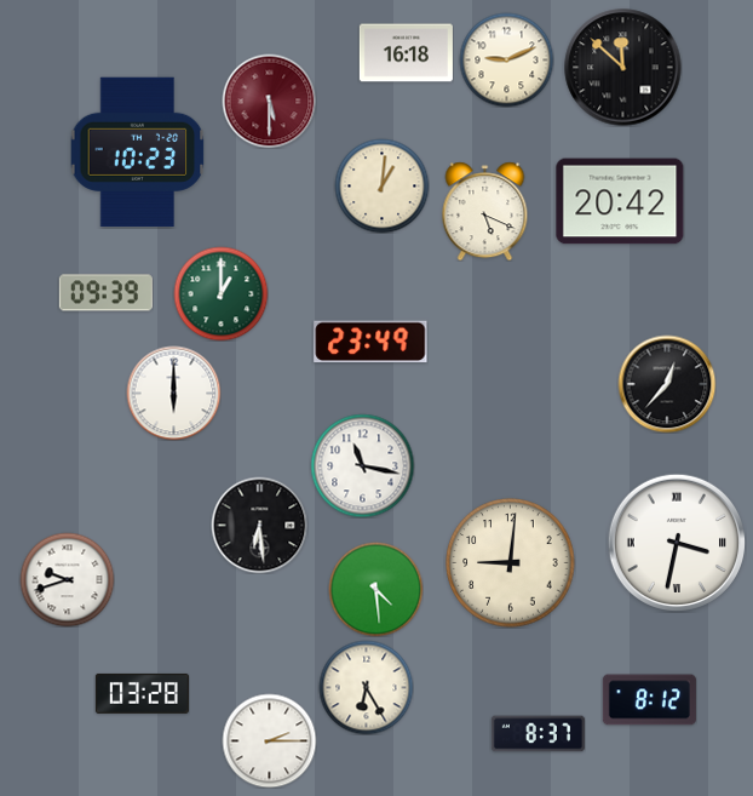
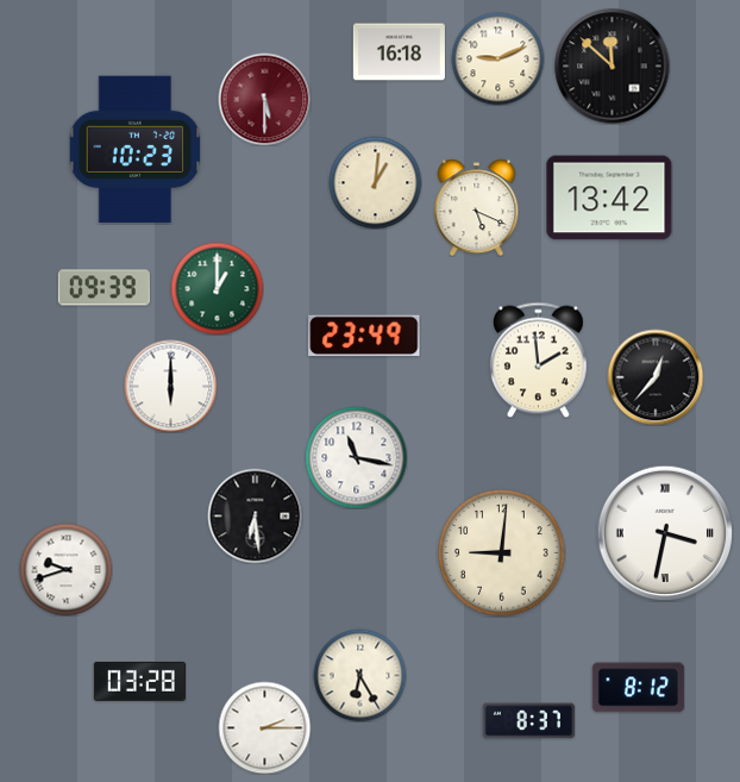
clock at (620, 201): 20:42 -> 13:42
clock at (539, 359): none -> 1:59
clock at (375, 589): 4:29 -> none
